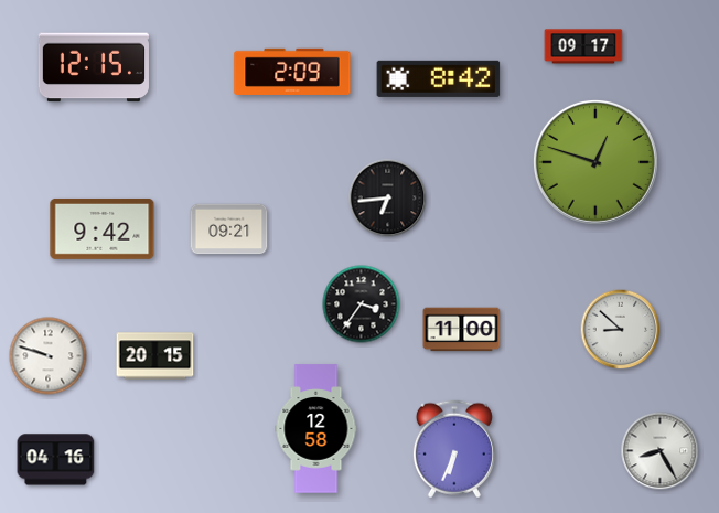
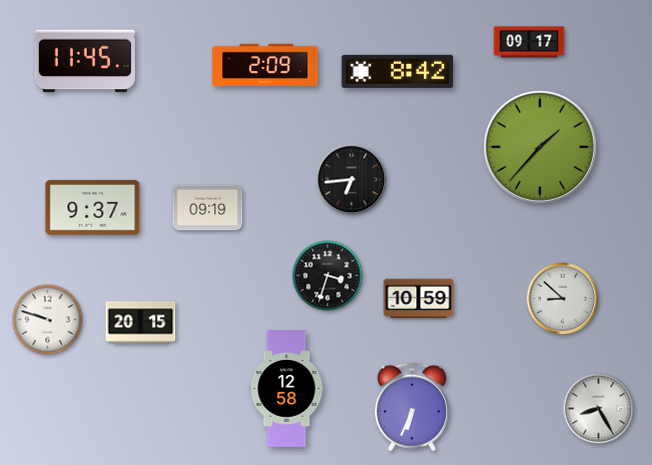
clock at (94, 67): 12:15 -> 11:45
clock at (595, 162): 12:48 -> 1:37
clock at (103, 228): 9:42 -> 9:37
clock at (229, 229): 09:21 -> 09:19
clock at (362, 304): 3:36 -> 3:33
clock at (462, 330): 11:00 -> 10:59
clock at (49, 356) position: (49, 356) -> (48, 320)
clock at (56, 460): 04:16 -> none
